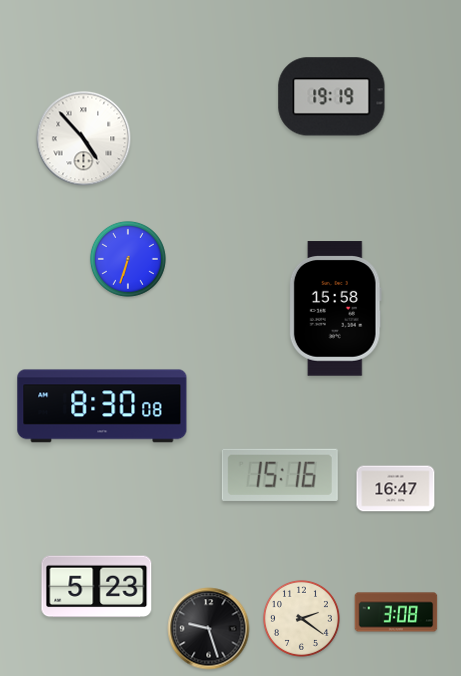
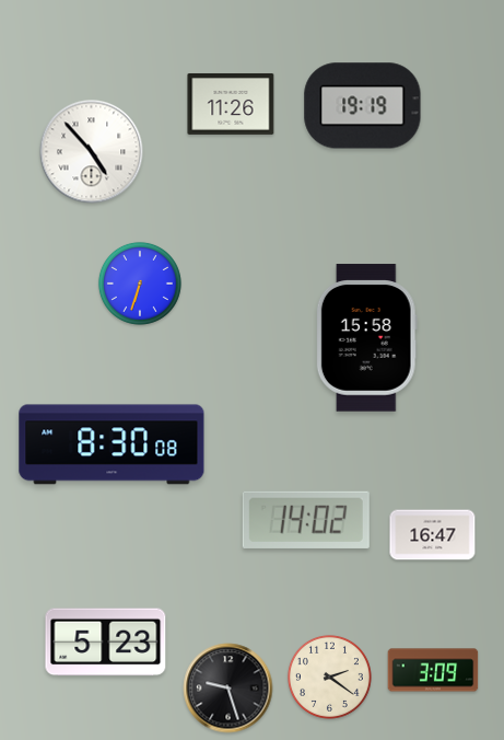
clock at (231, 104): none -> 11:26
clock at (280, 475): 15:16 -> 14:02
clock at (396, 612): 3:08 -> 3:09
